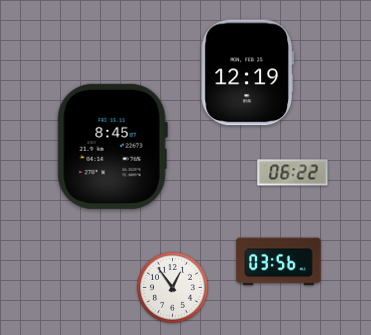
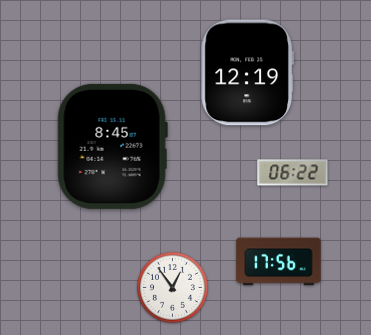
clock at (279, 262): 03:56 -> 17:56
